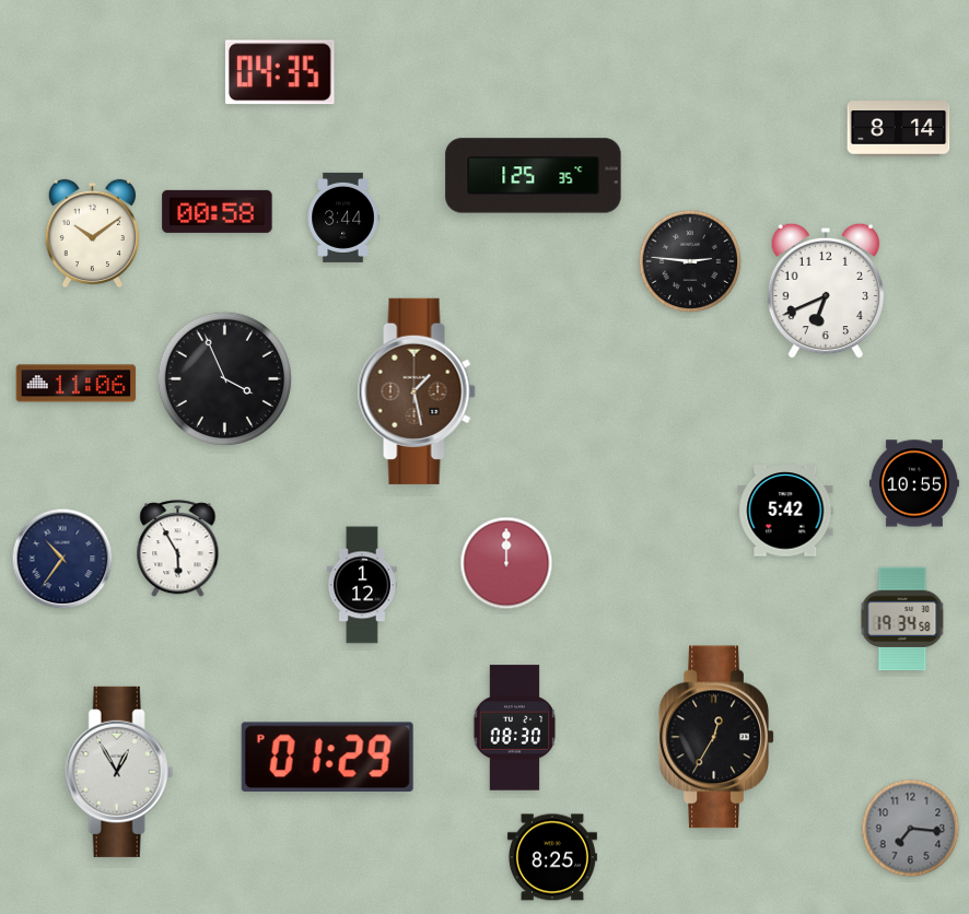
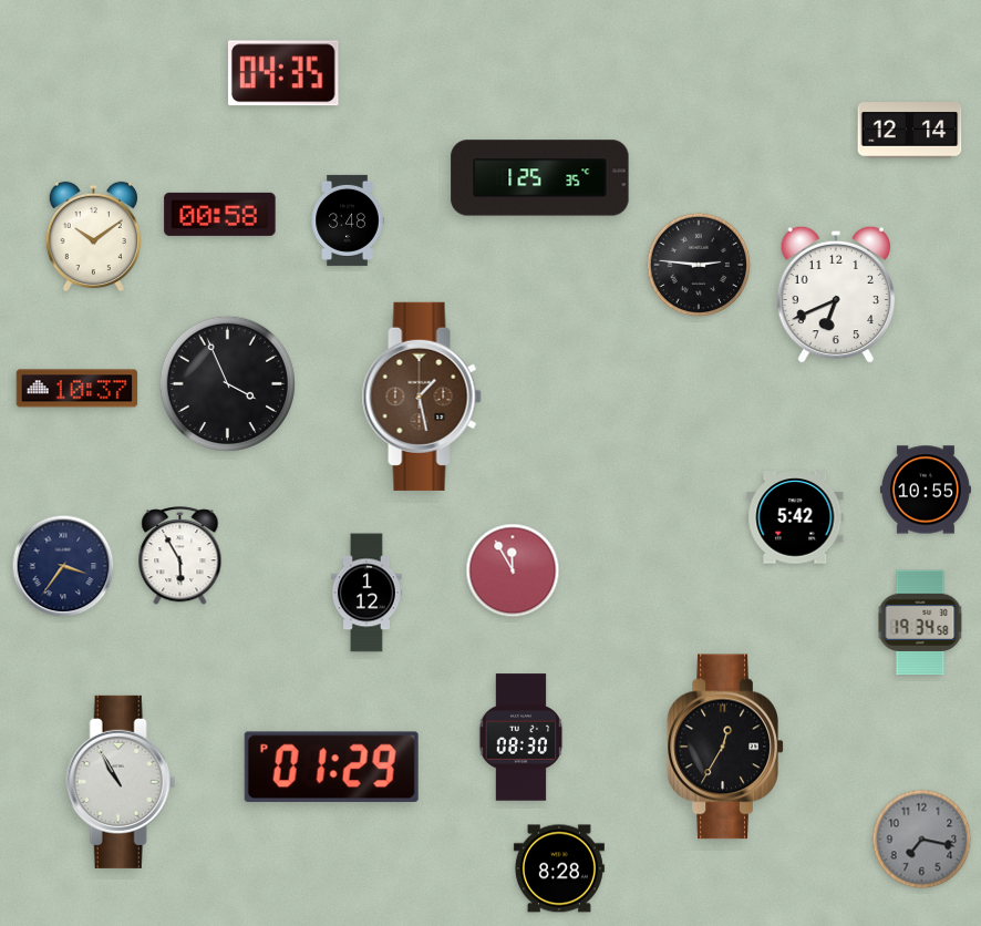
clock at (899, 129): 8:14 -> 12:14
clock at (343, 218): 3:44 -> 3:48
clock at (77, 384): 11:06 -> 10:37
clock at (62, 559): 10:36 -> 3:36
clock at (506, 563): 12:00 -> 11:55
clock at (902, 619) position: (902, 619) -> (920, 623)
clock at (119, 772): 12:55 -> 10:55
clock at (911, 829): 7:16 -> 7:17
clock at (552, 857): 8:25 -> 8:28
